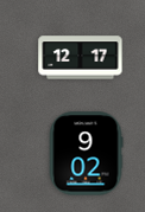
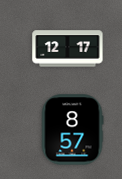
clock at (86, 154): 9:02 -> 8:57
